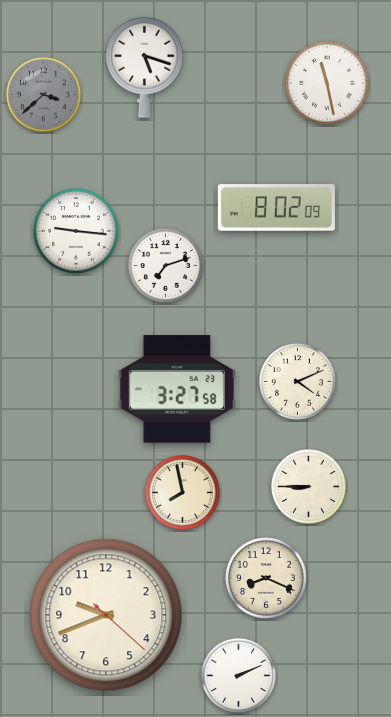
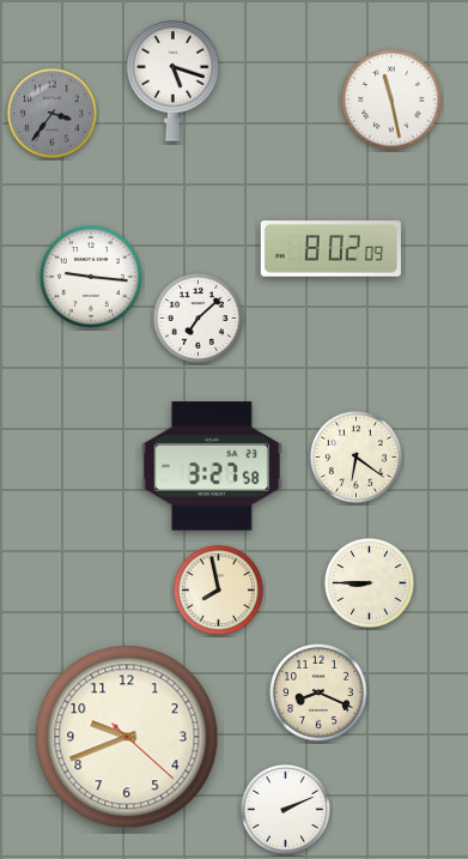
clock at (43, 94): 3:38 -> 3:36
clock at (165, 265): 7:12 -> 7:08
clock at (297, 381): 4:11 -> 6:21
